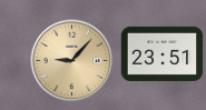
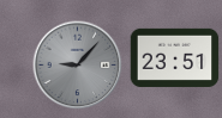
clock at (72, 61) dial: champagne -> grey
